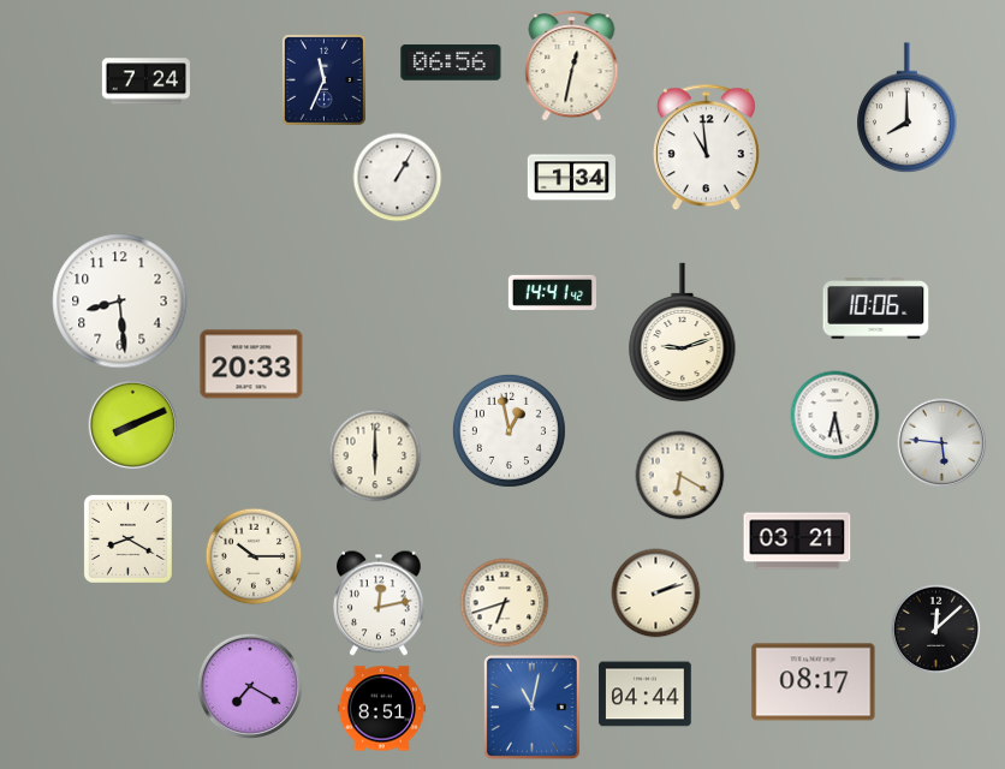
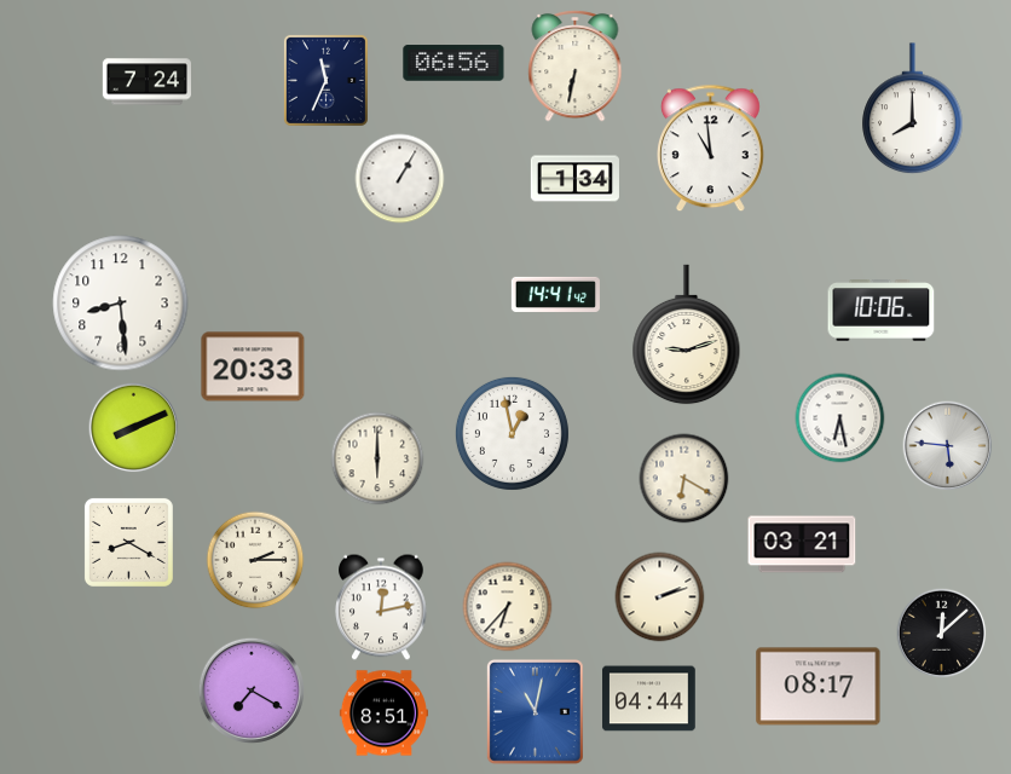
clock at (572, 65): 12:32 -> 6:32
clock at (254, 556): 10:15 -> 2:15
clock at (505, 603): 6:42 -> 6:37
